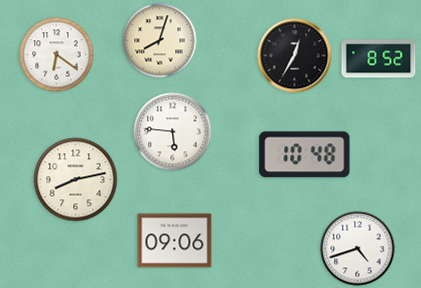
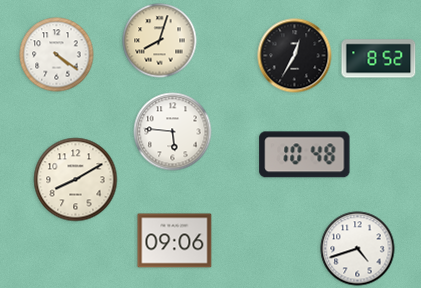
clock at (57, 55): 6:21 -> 4:21
clock at (76, 180): 8:13 -> 8:10
